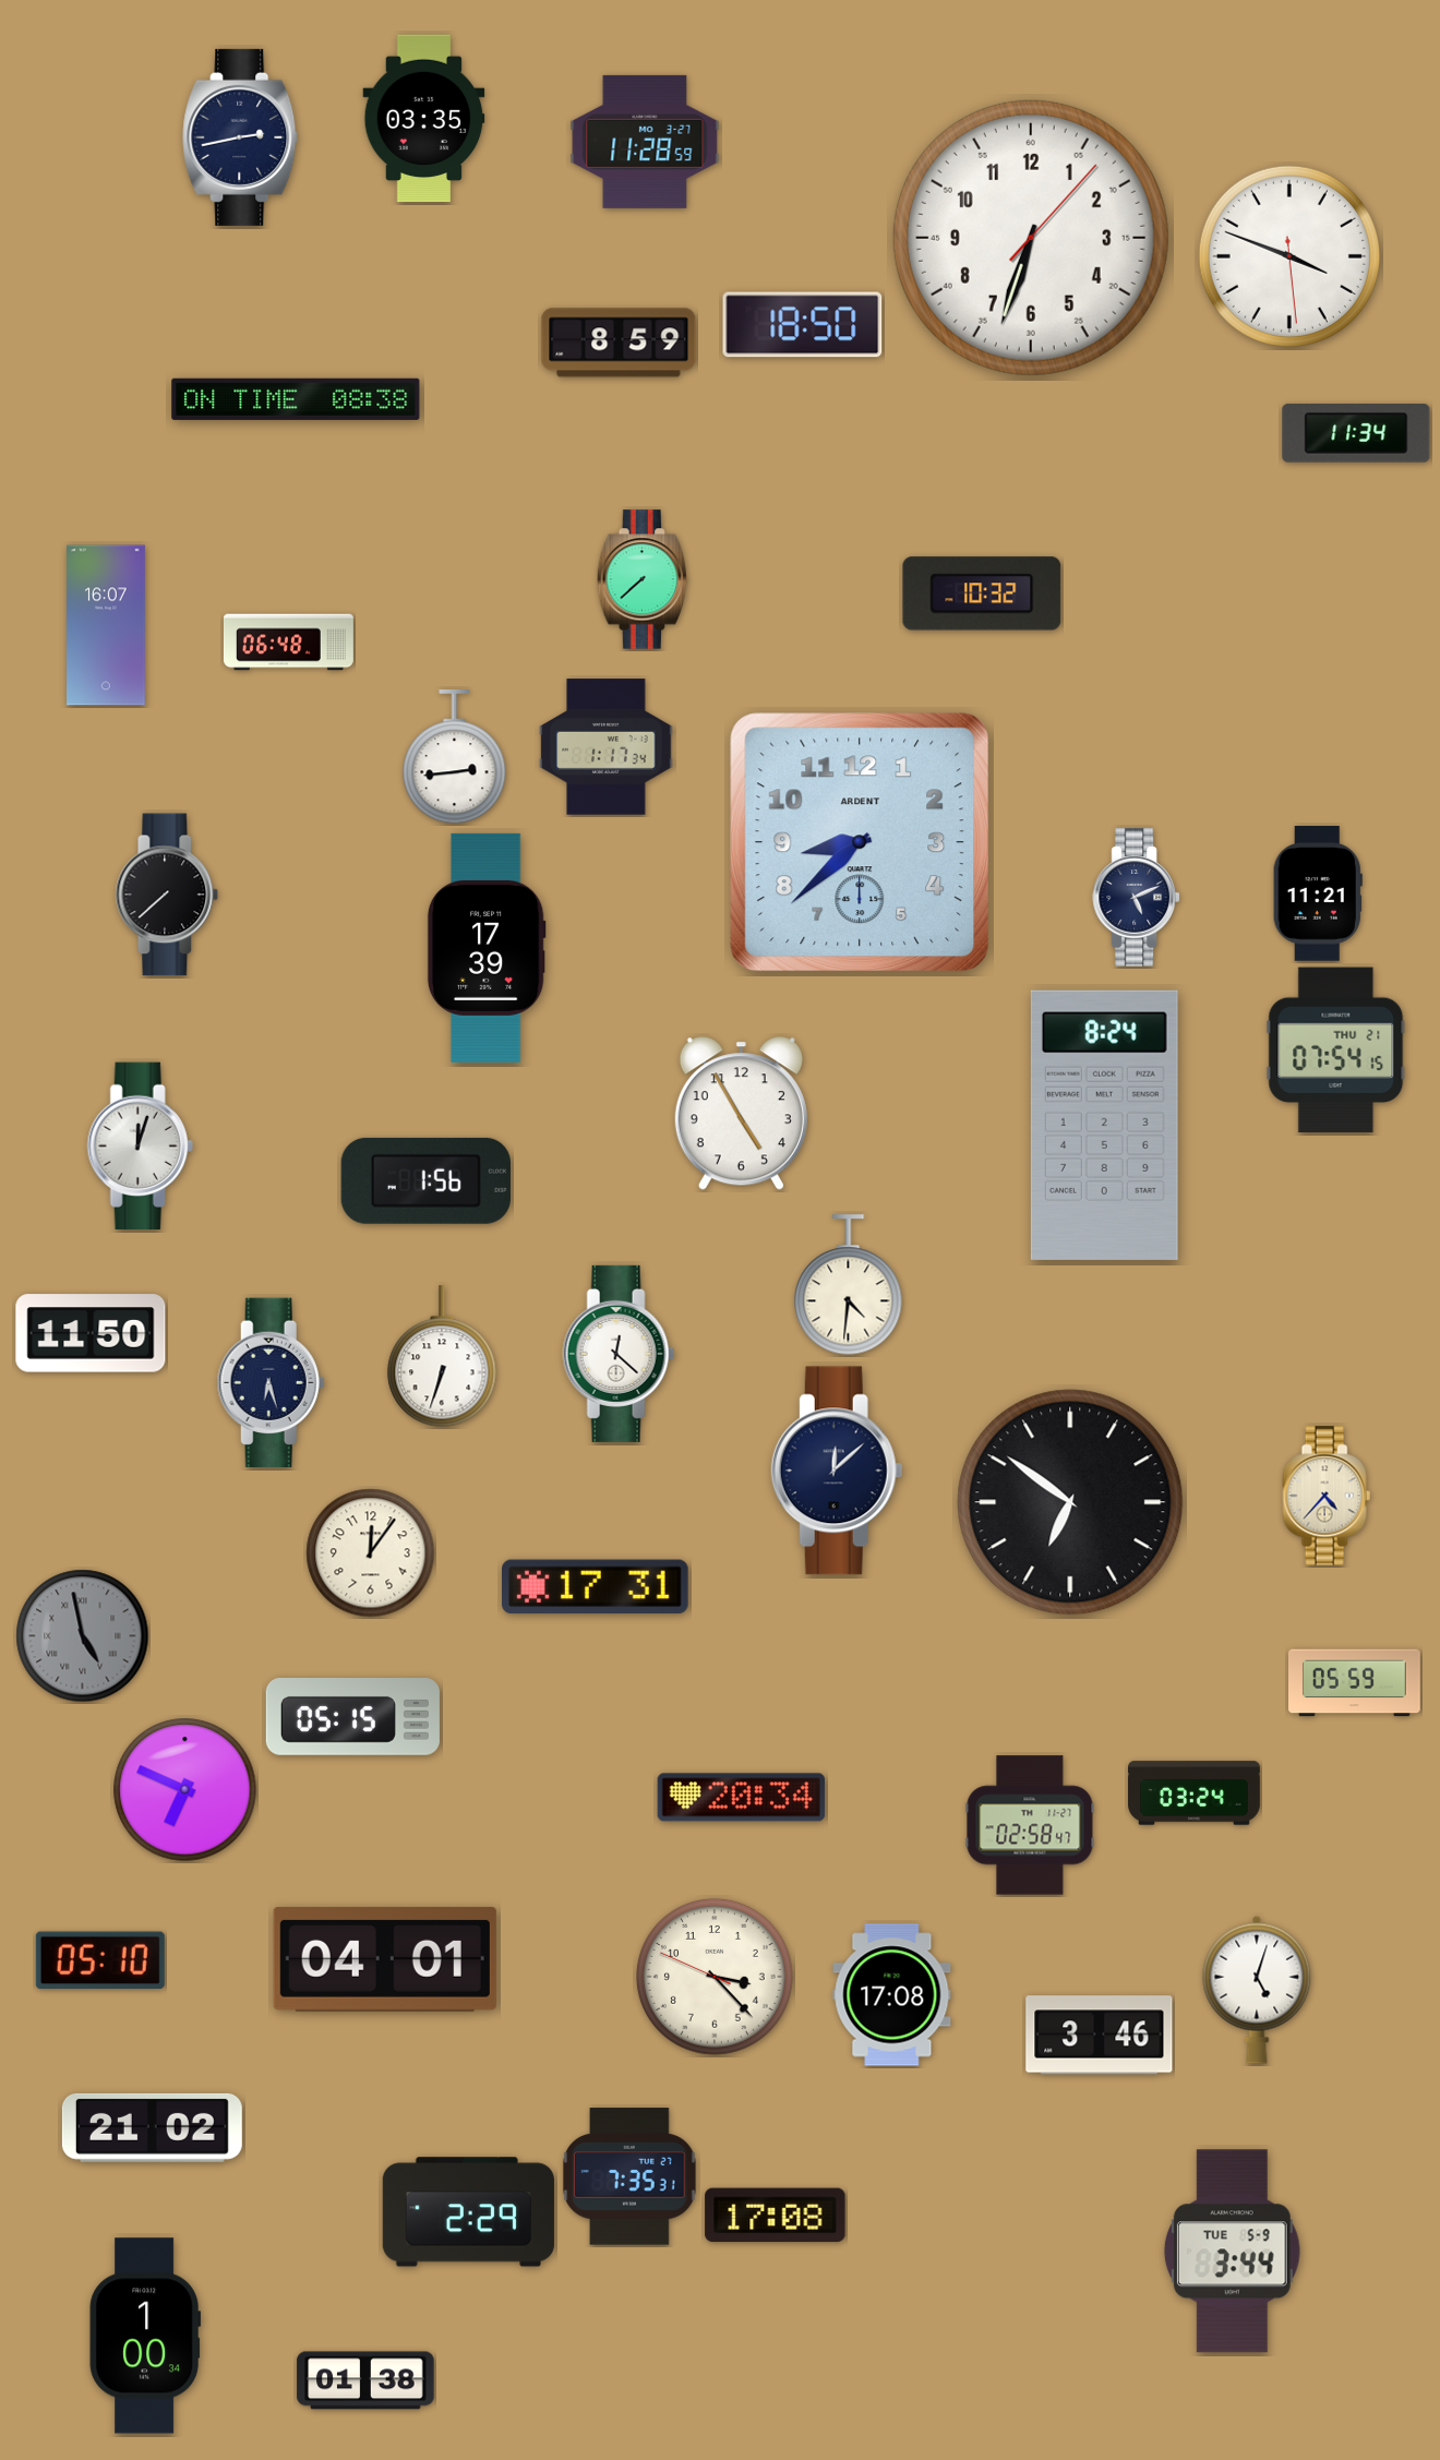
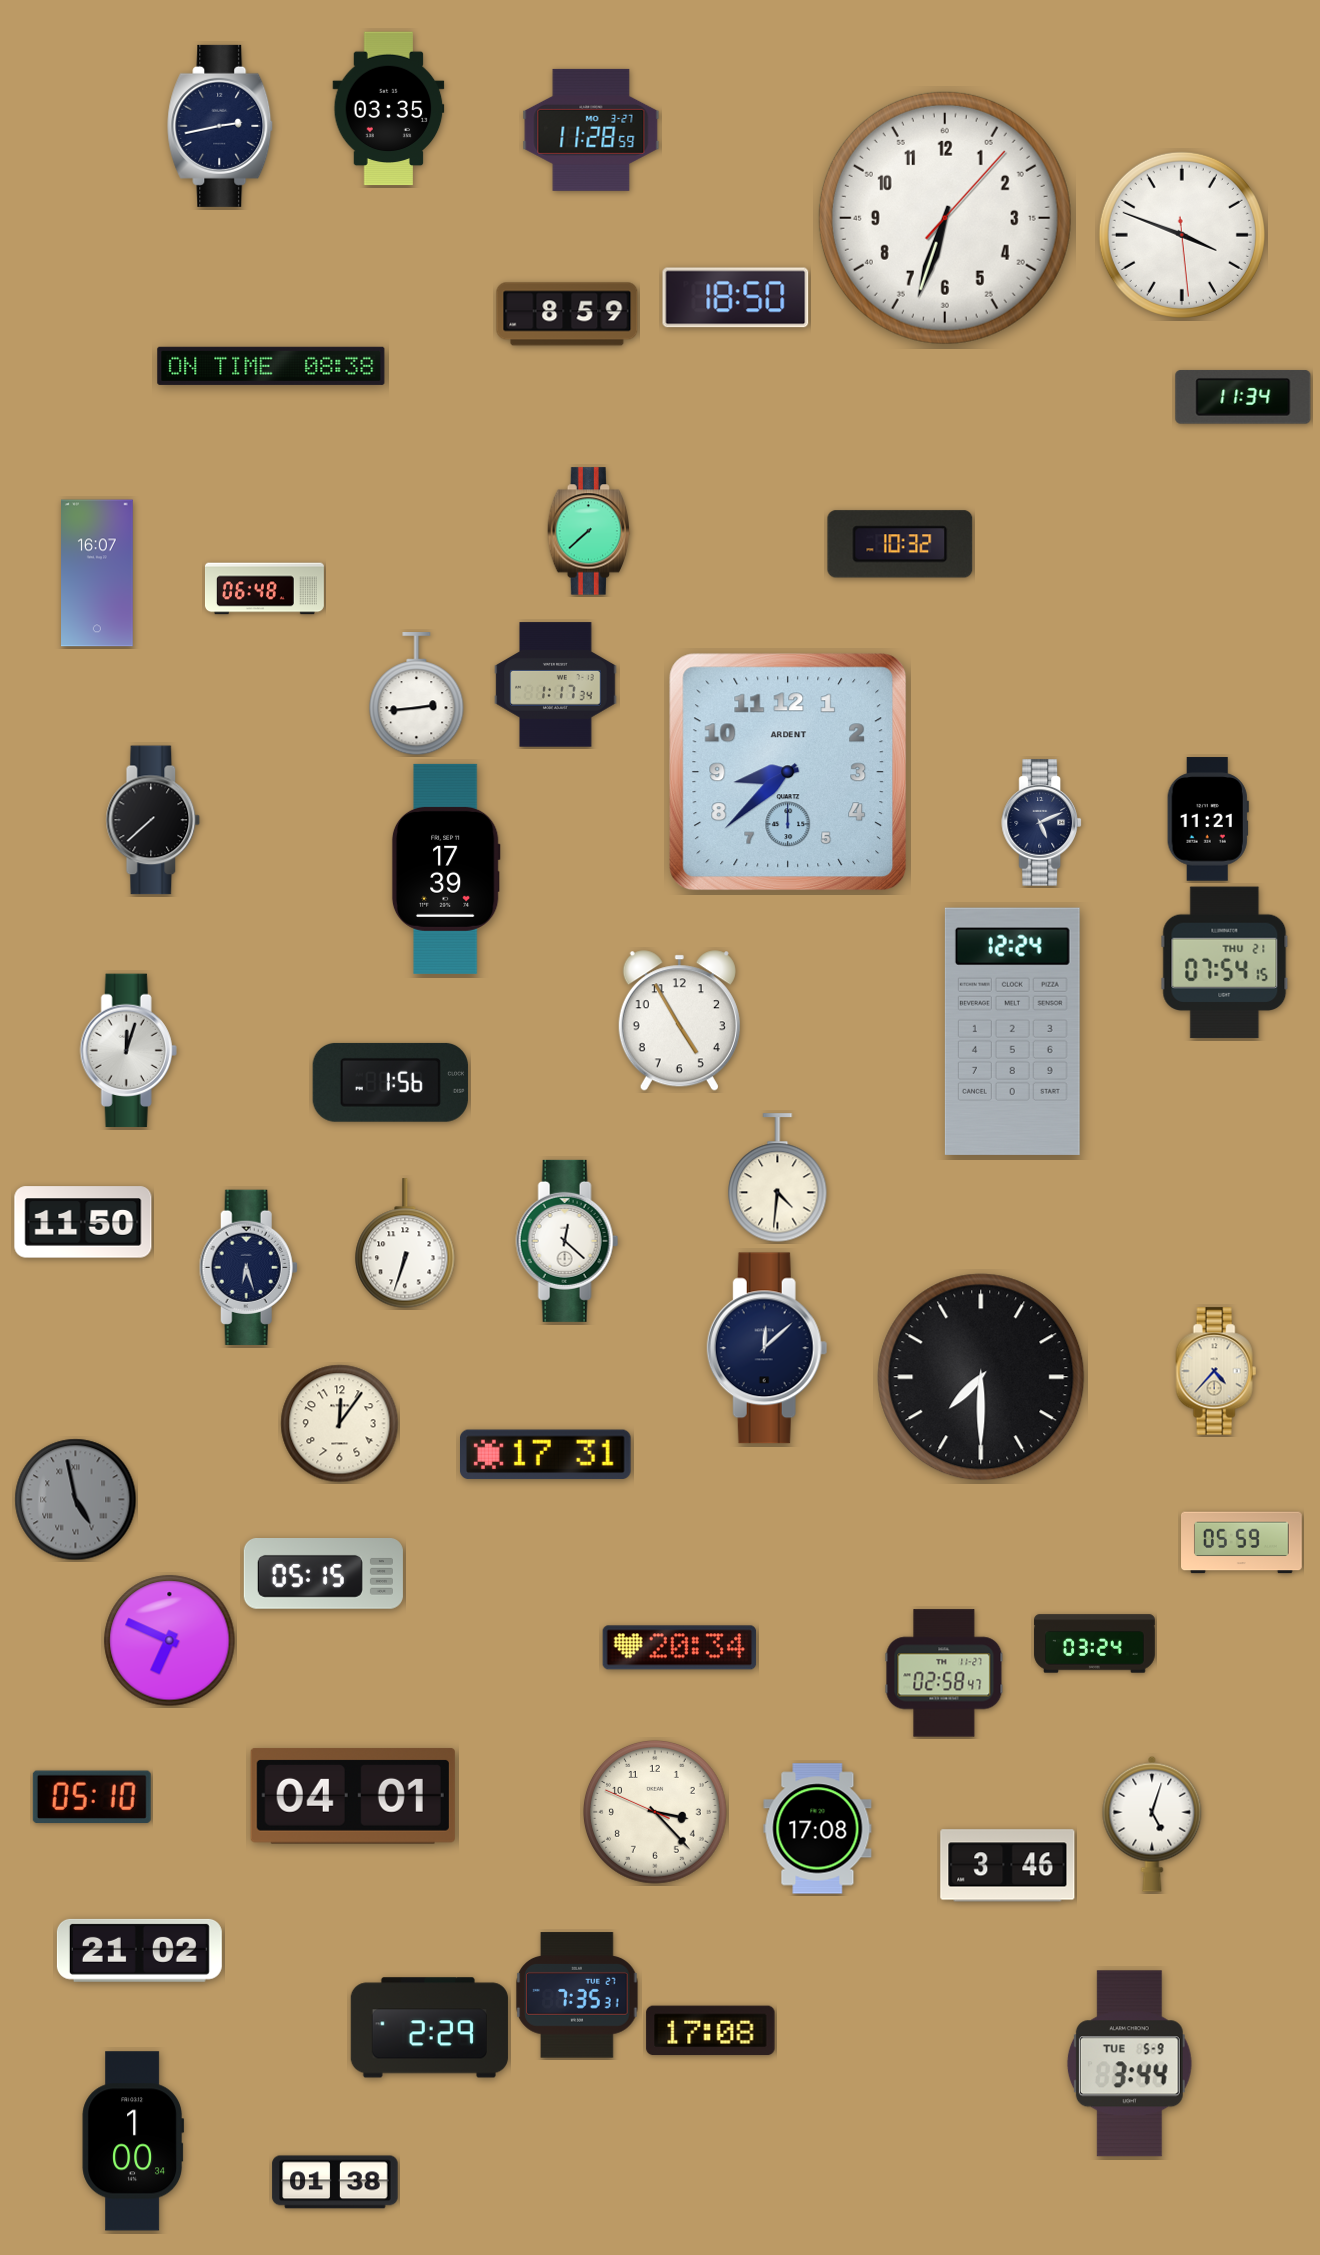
clock at (1104, 1125): 8:24 -> 12:24
clock at (1070, 1502): 6:51 -> 7:30
